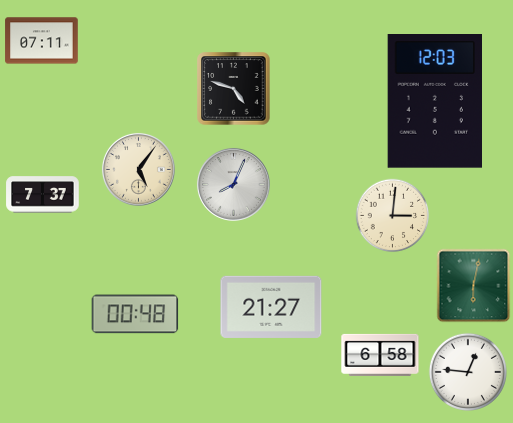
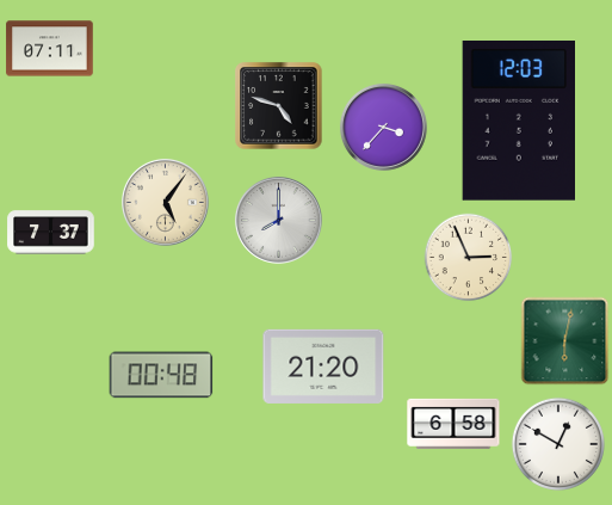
clock at (383, 127): none -> 3:37
clock at (233, 184): 8:04 -> 8:00
clock at (393, 216): 3:01 -> 2:56
clock at (271, 307): 21:27 -> 21:20
clock at (468, 372): 12:46 -> 12:50
